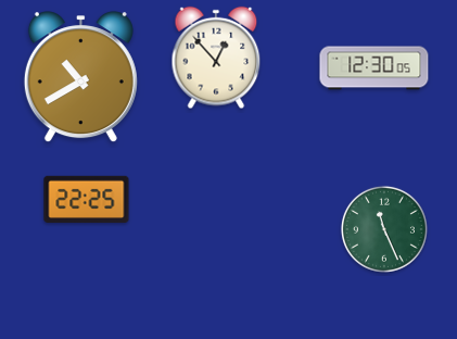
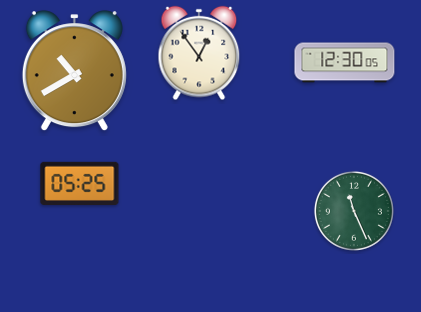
clock at (216, 58): 12:53 -> 12:54
clock at (87, 199): 22:25 -> 05:25
